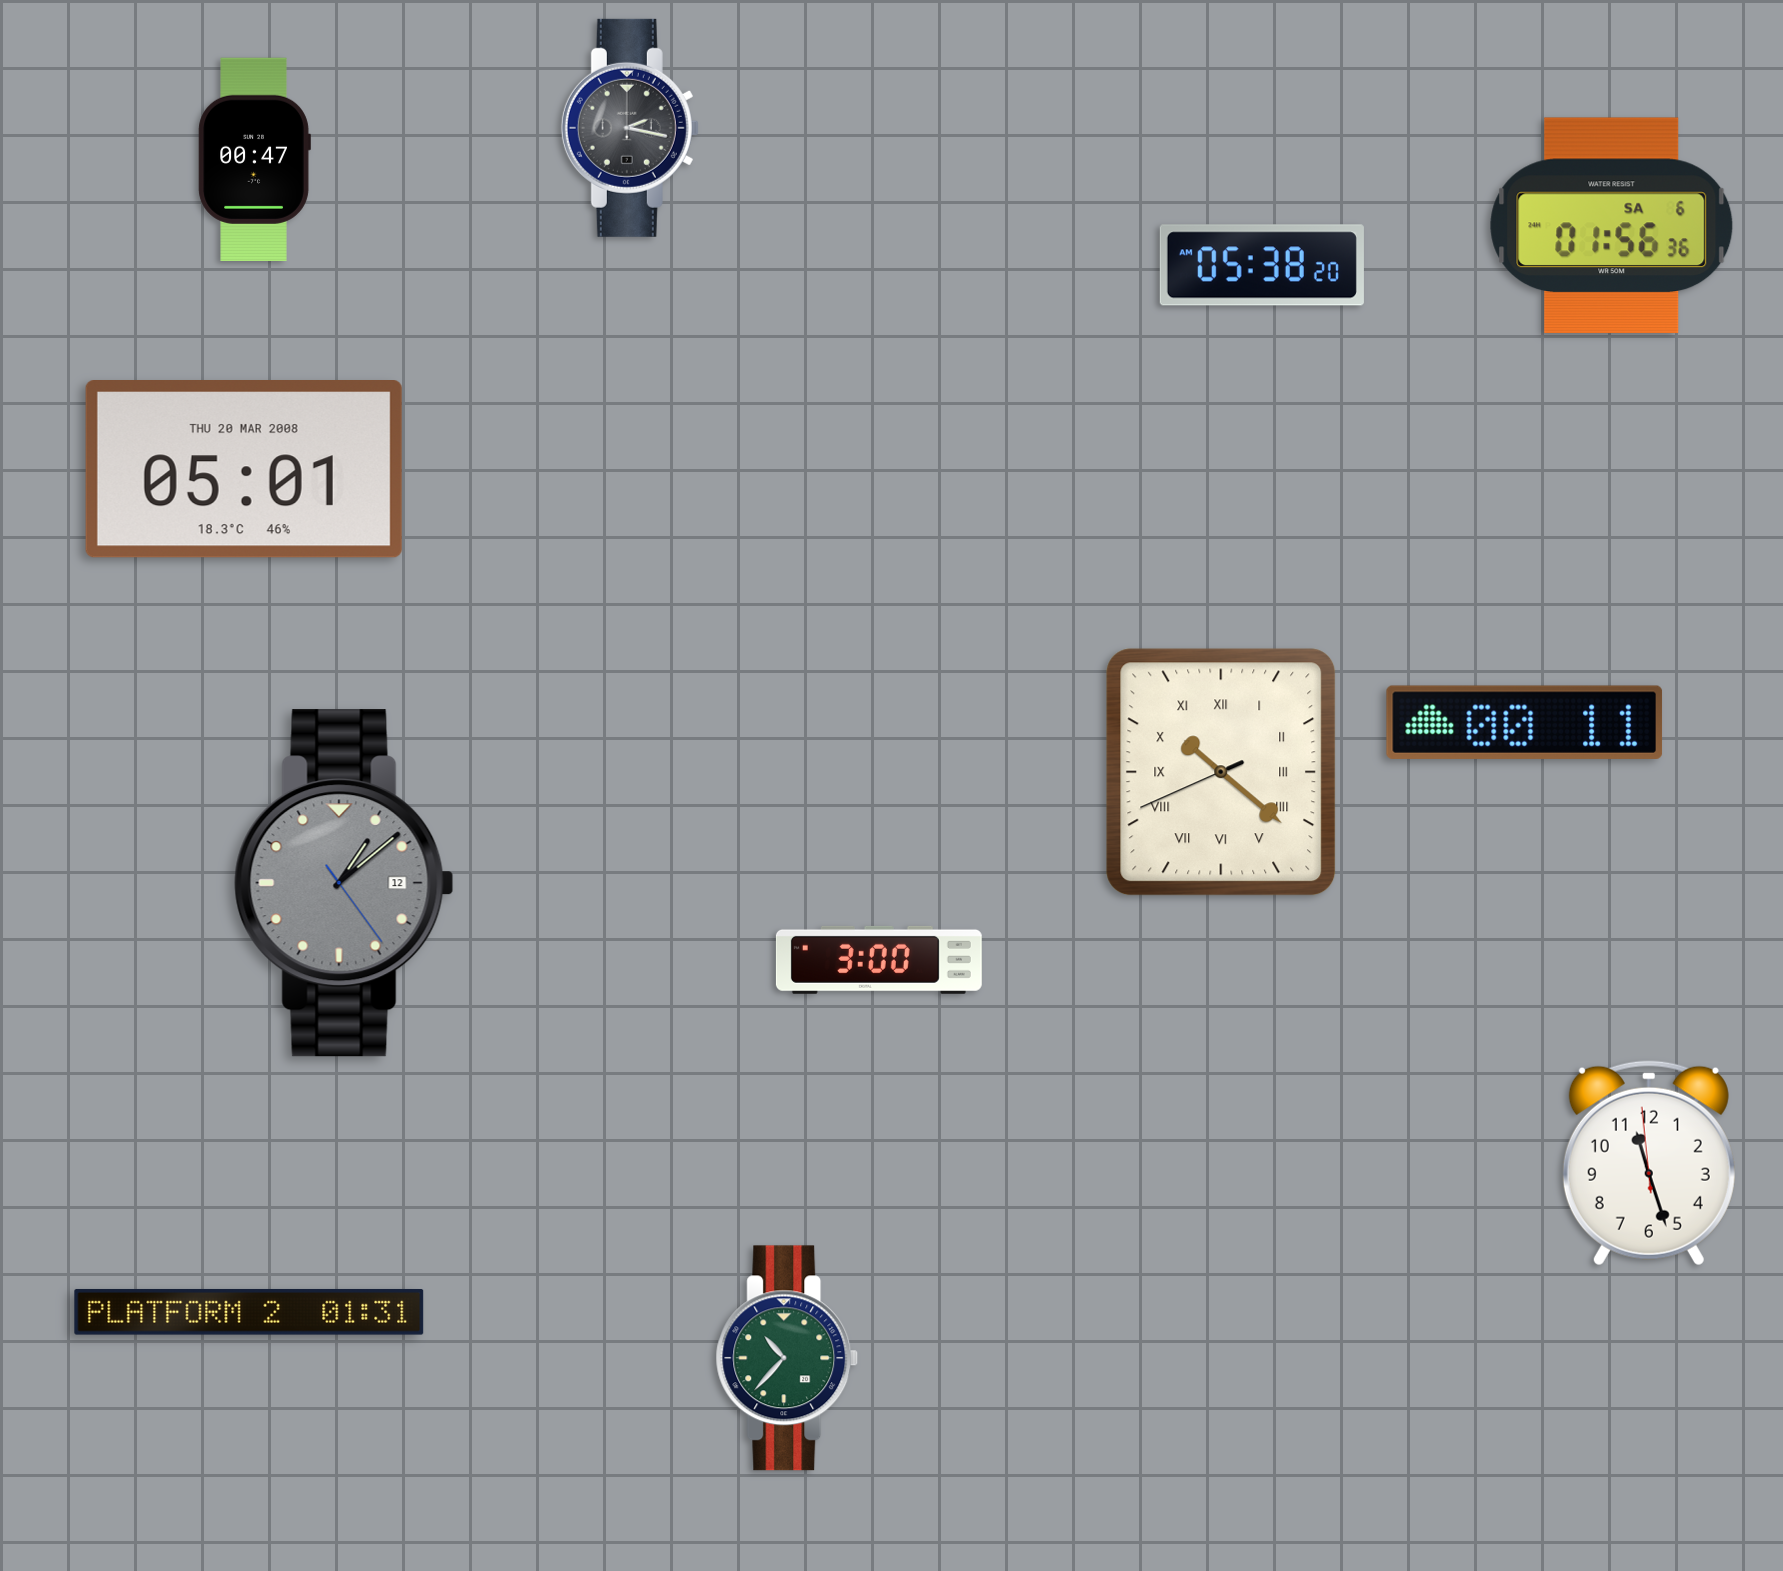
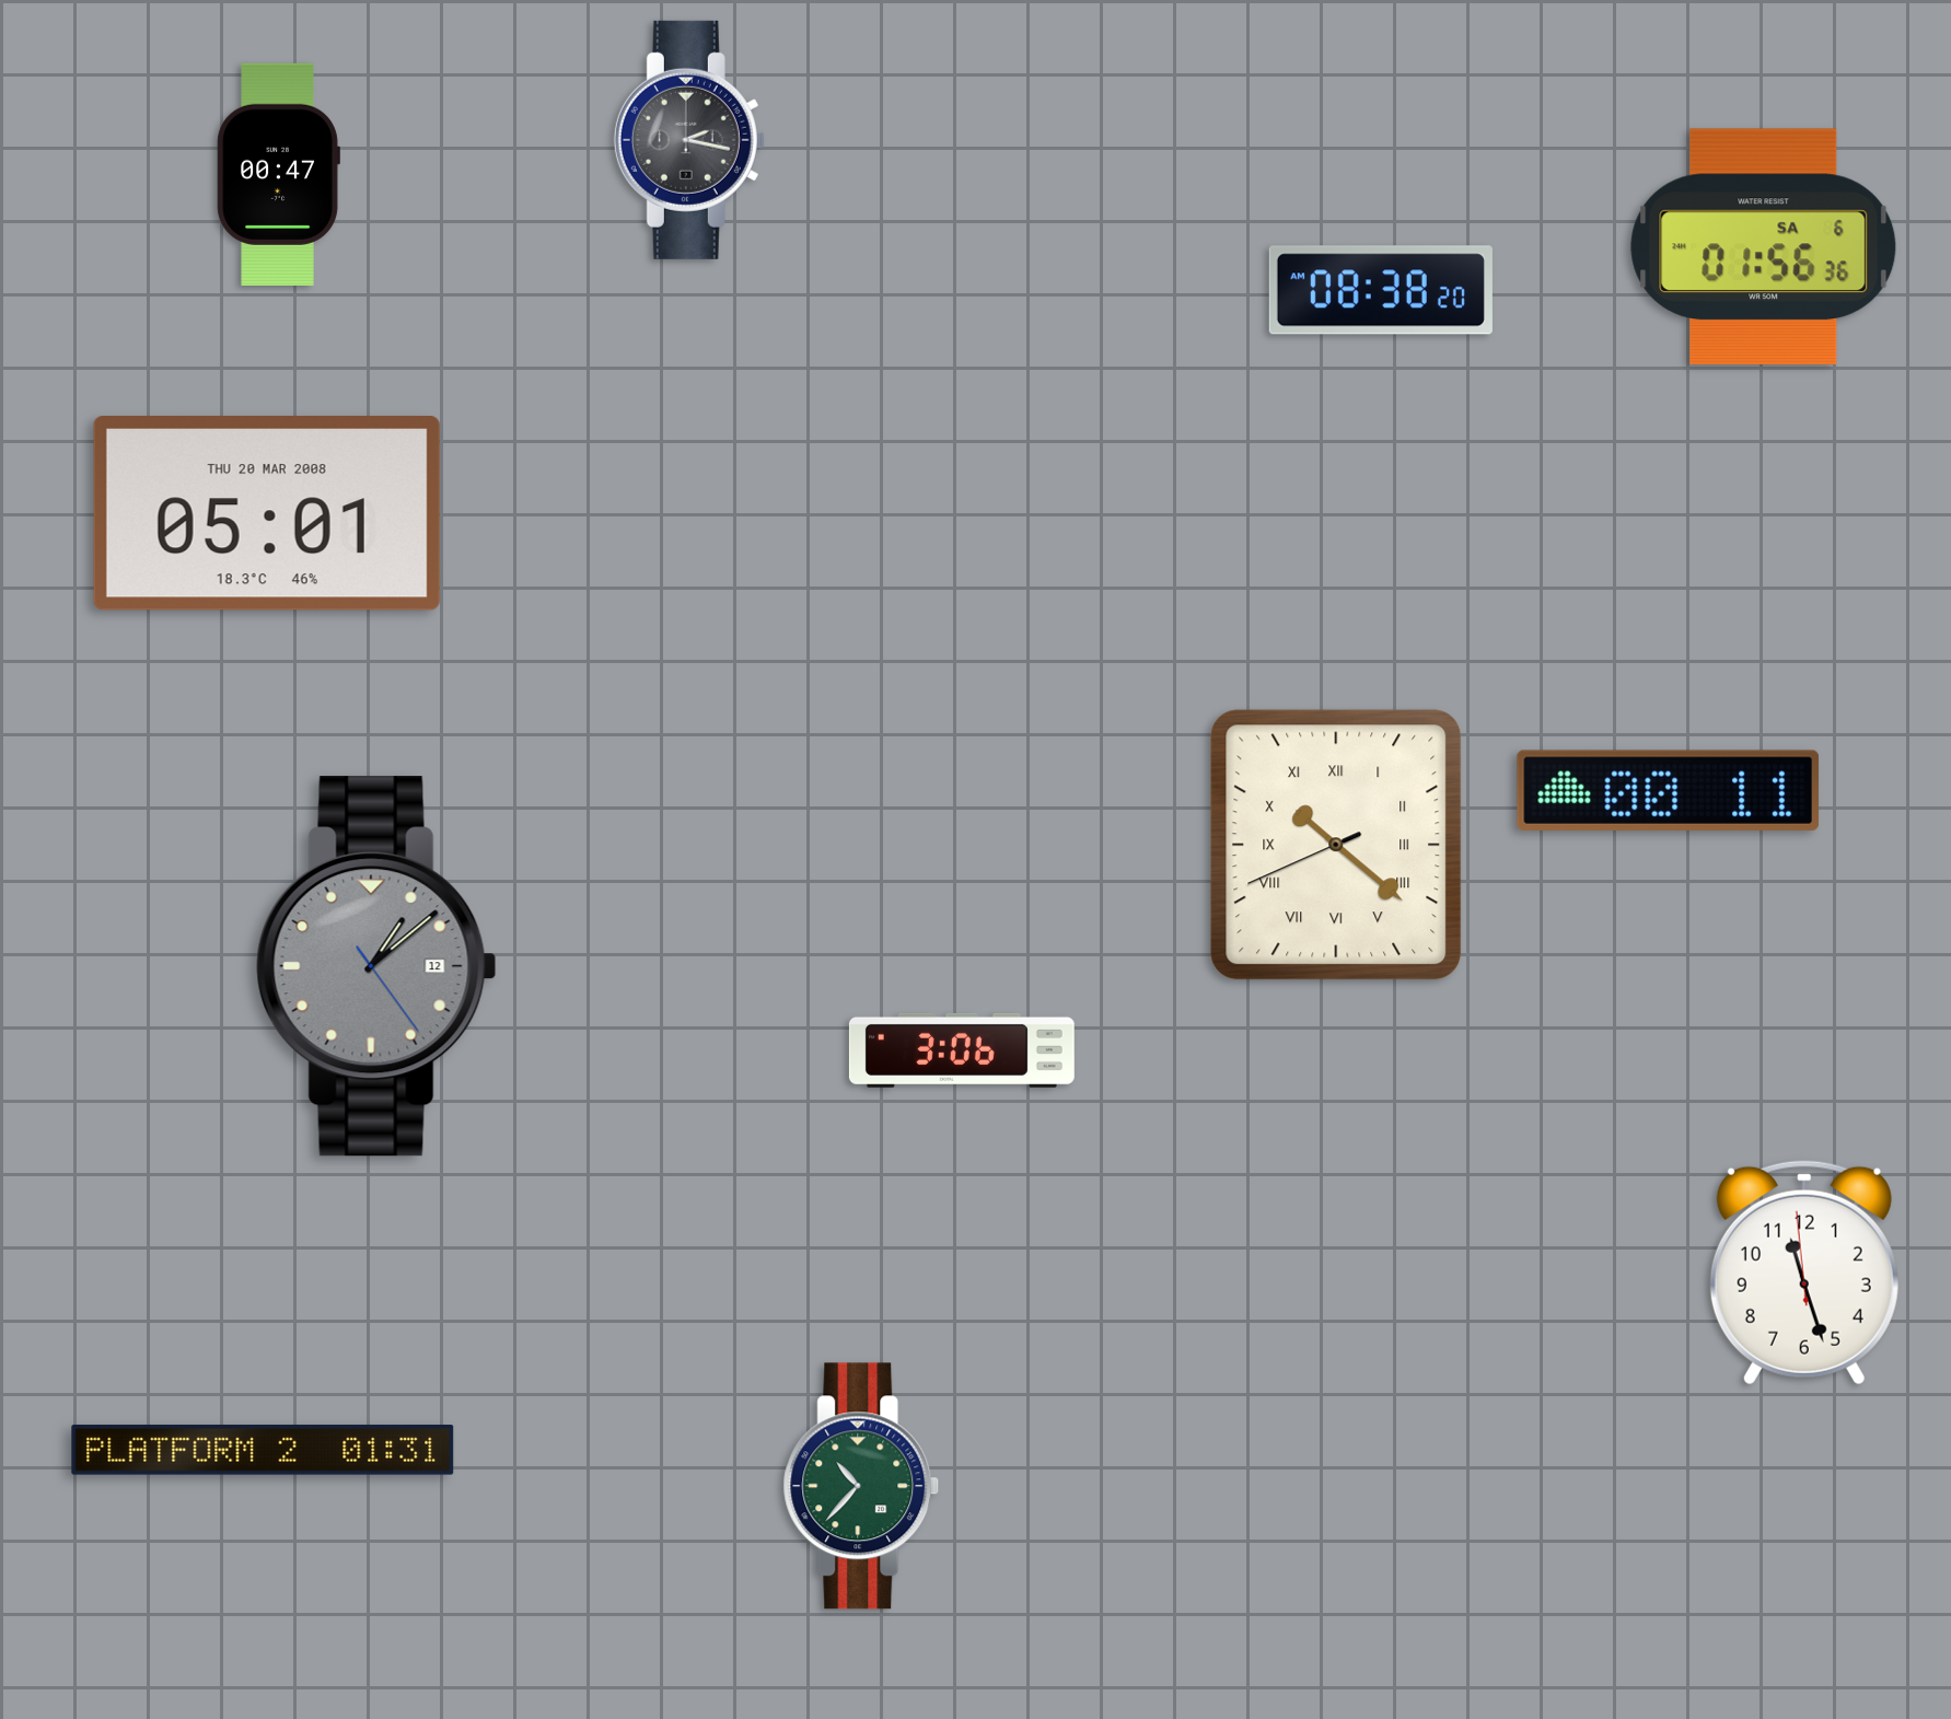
clock at (1262, 265): 05:38 -> 08:38
clock at (879, 960): 3:00 -> 3:06
clock at (249, 1312) position: (249, 1312) -> (263, 1450)
